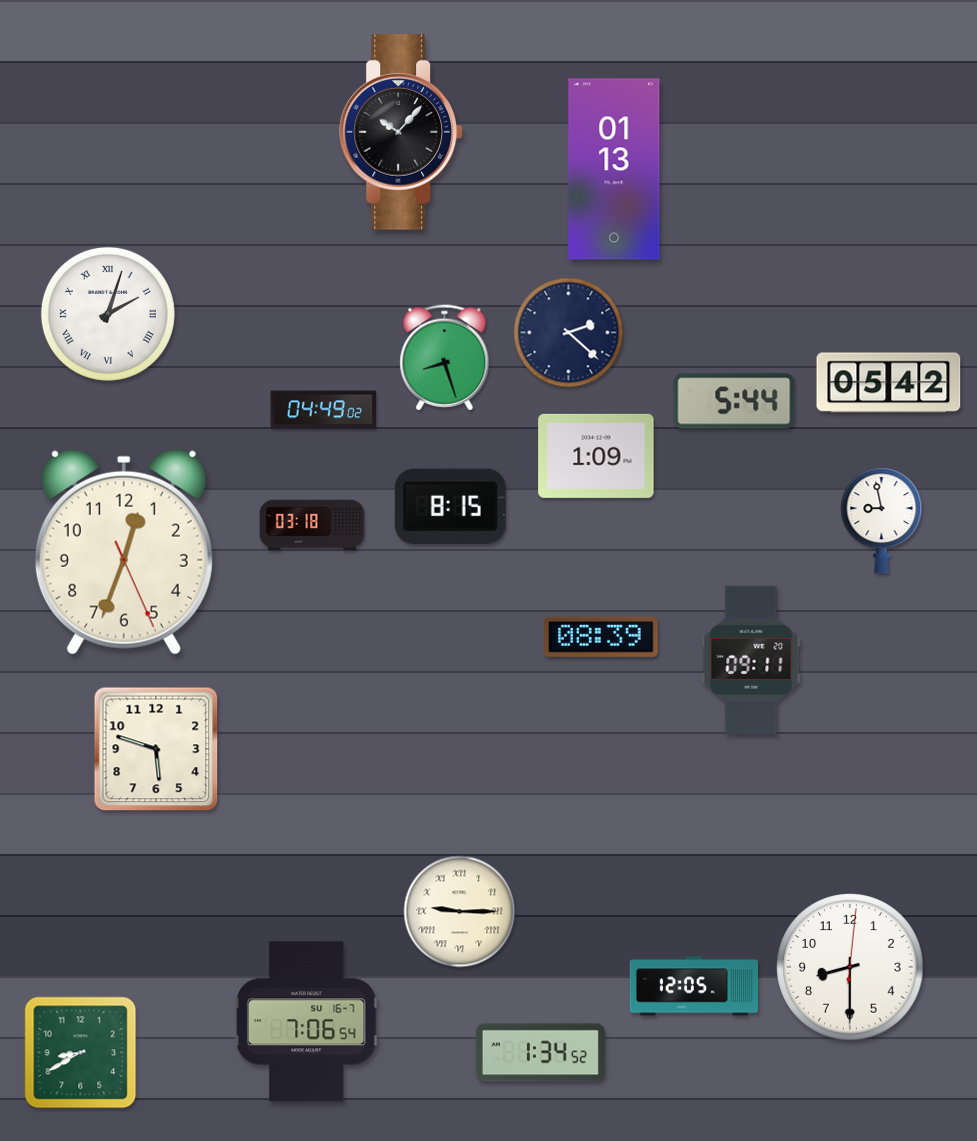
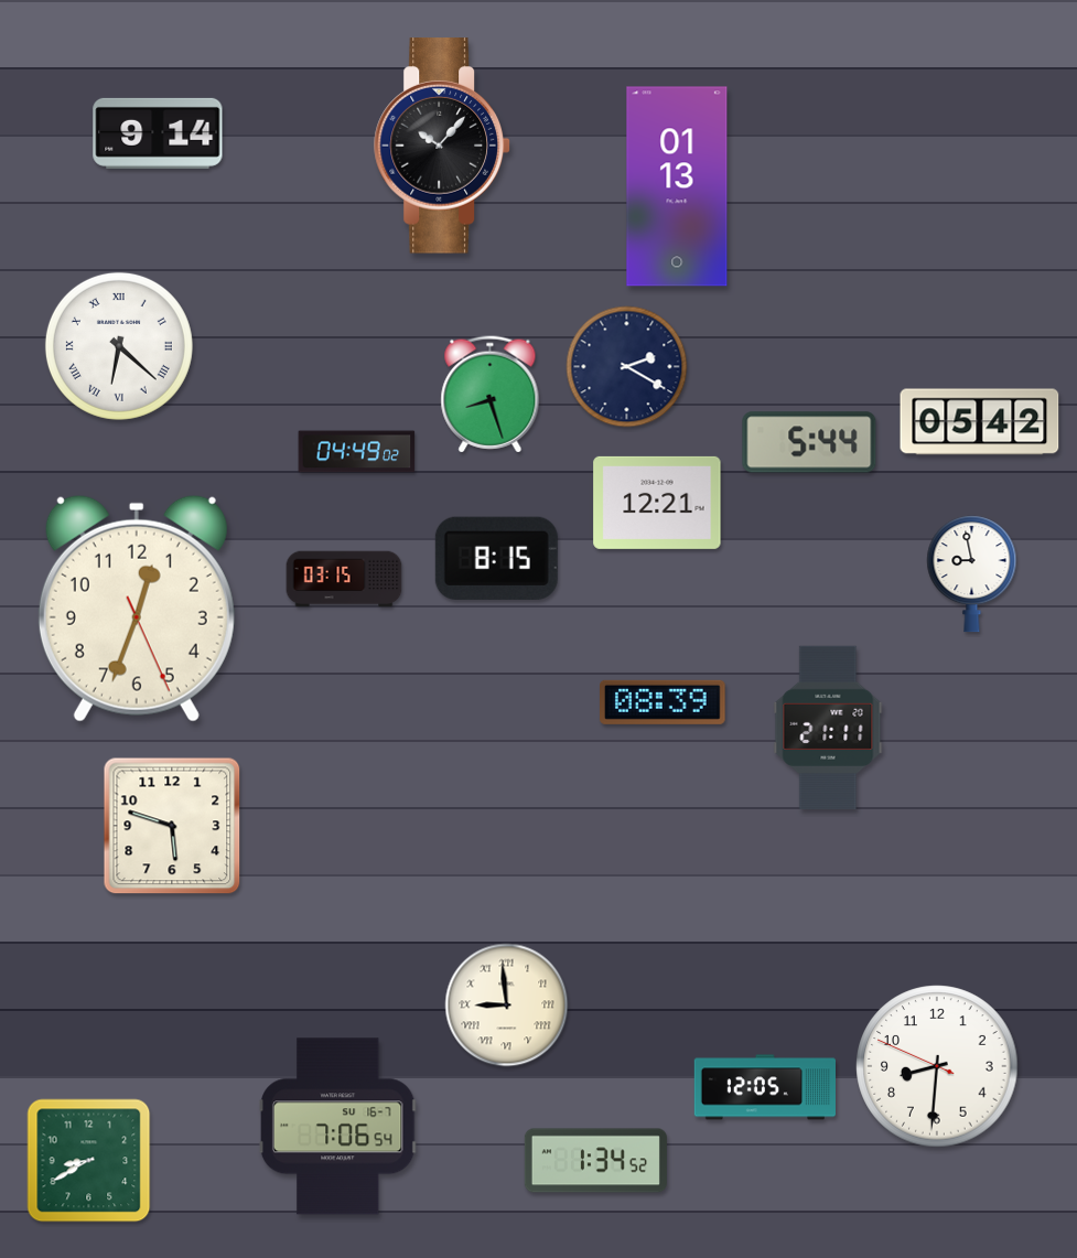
clock at (158, 133): none -> 9:14
clock at (108, 314): 2:03 -> 6:22
clock at (569, 333): 2:22 -> 2:20
clock at (596, 456): 1:09 -> 12:21
clock at (312, 525): 03:18 -> 03:15
clock at (751, 660): 09:11 -> 21:11
clock at (460, 912): 9:15 -> 8:59
clock at (850, 967): 8:30:01 -> 8:30:49
